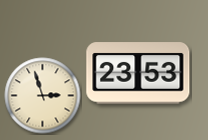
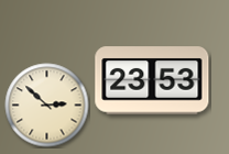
clock at (43, 96): 2:57 -> 2:52
